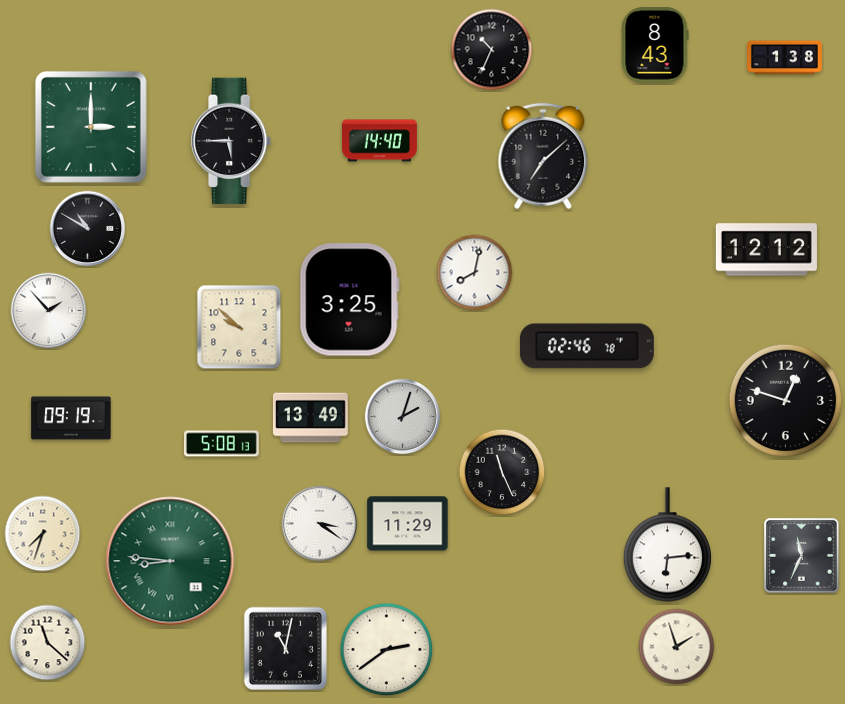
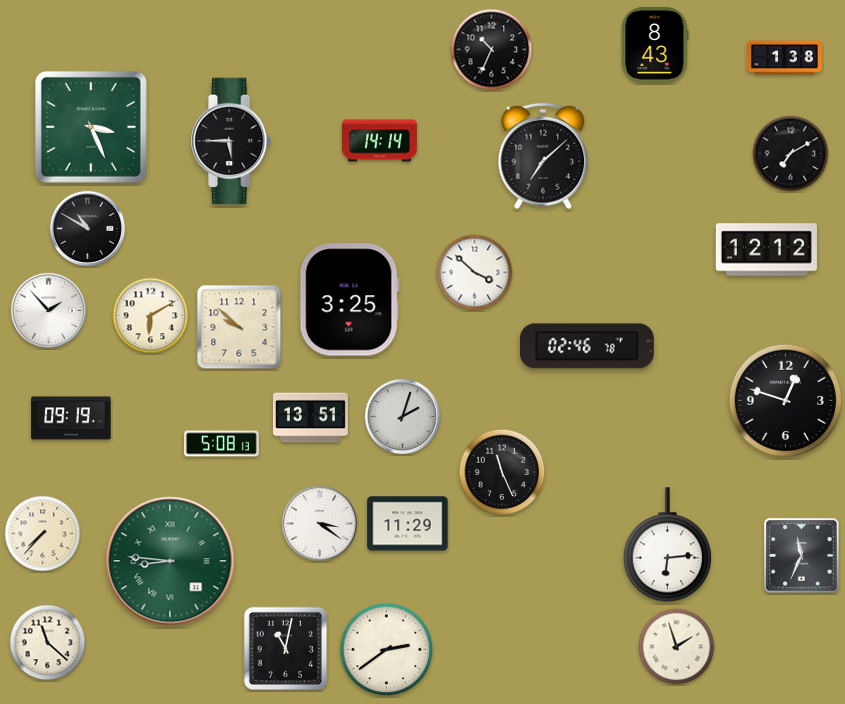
clock at (91, 127): 3:00 -> 3:26
clock at (380, 141): 14:40 -> 14:14
clock at (791, 154): none -> 7:10
clock at (475, 273): 8:02 -> 3:52
clock at (151, 316): none -> 6:10
clock at (310, 418): 13:49 -> 13:51
clock at (43, 534): 7:33 -> 7:37
